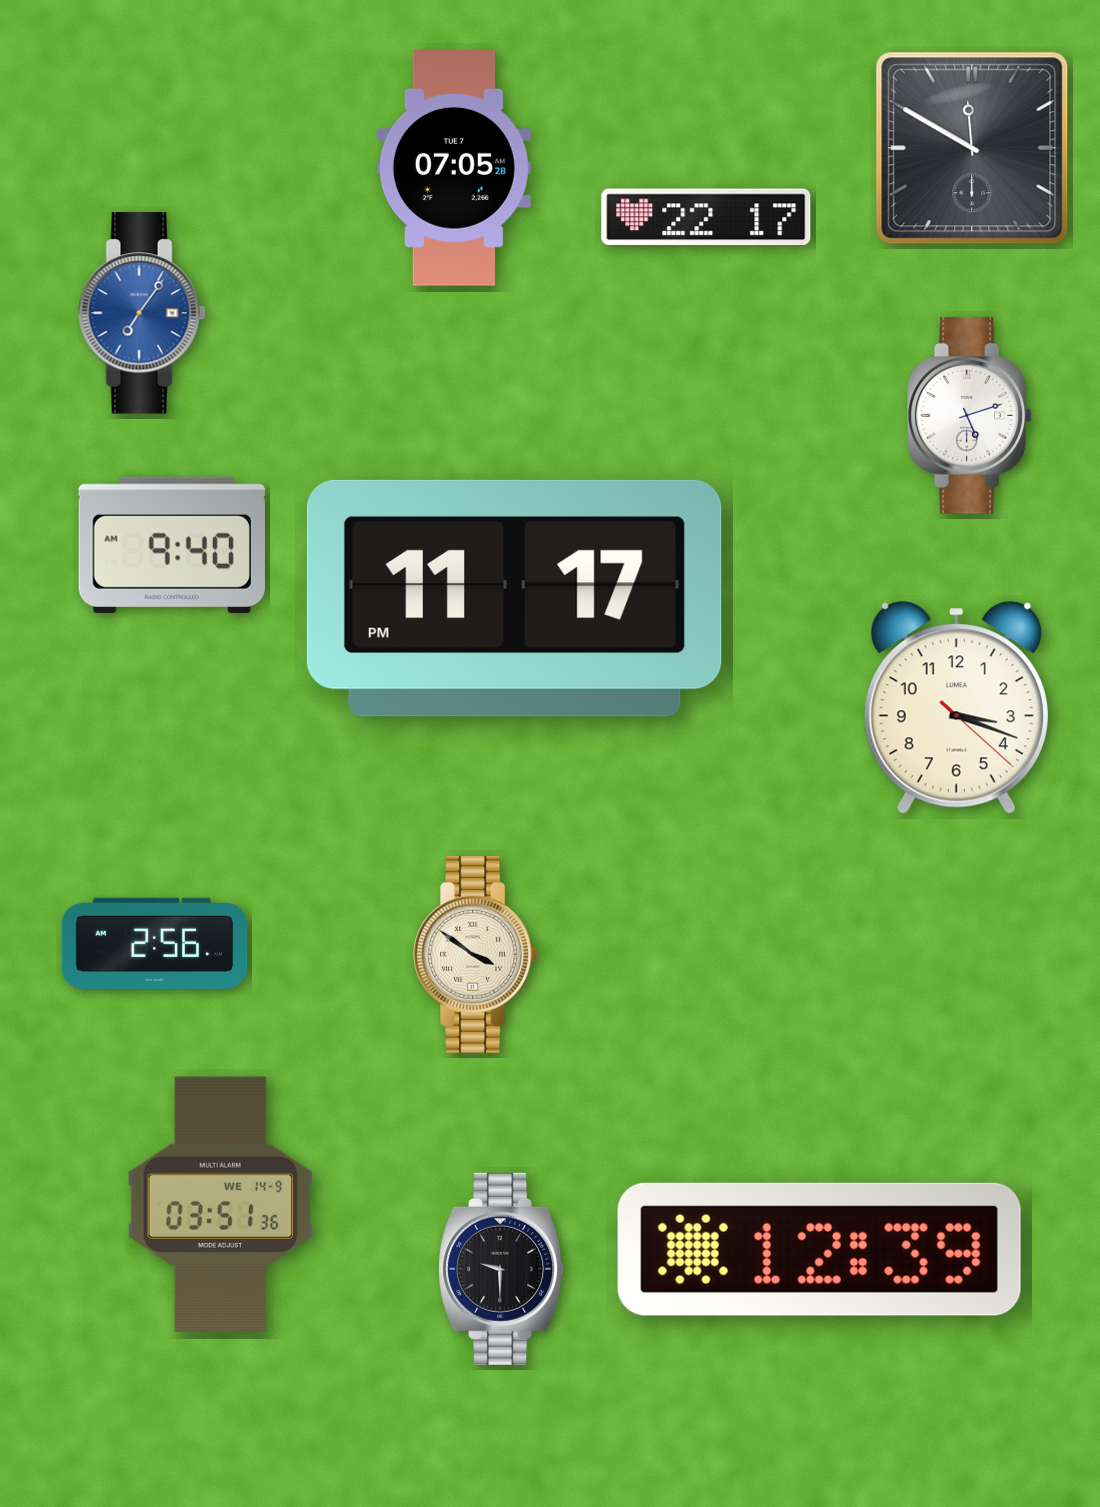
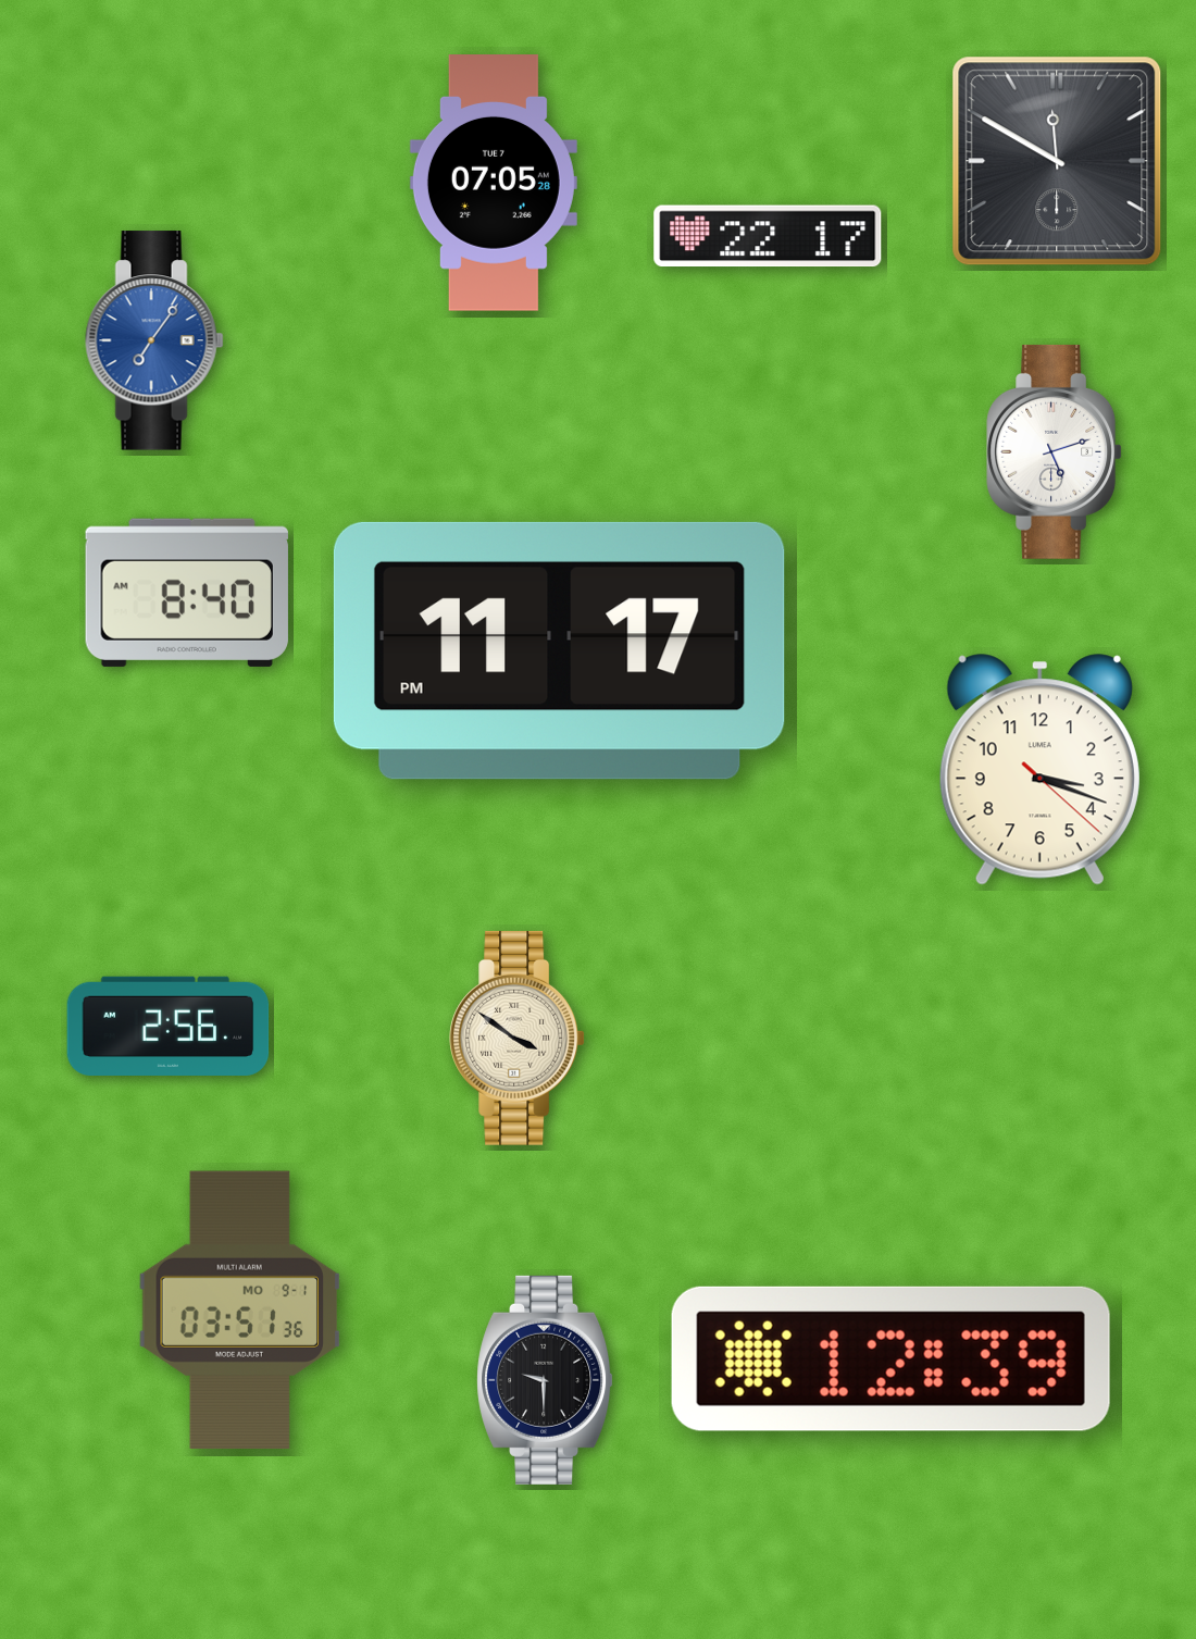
clock at (172, 545): 9:40 -> 8:40
clock at (220, 1204) date: WE 14-9 -> MO 9-1
